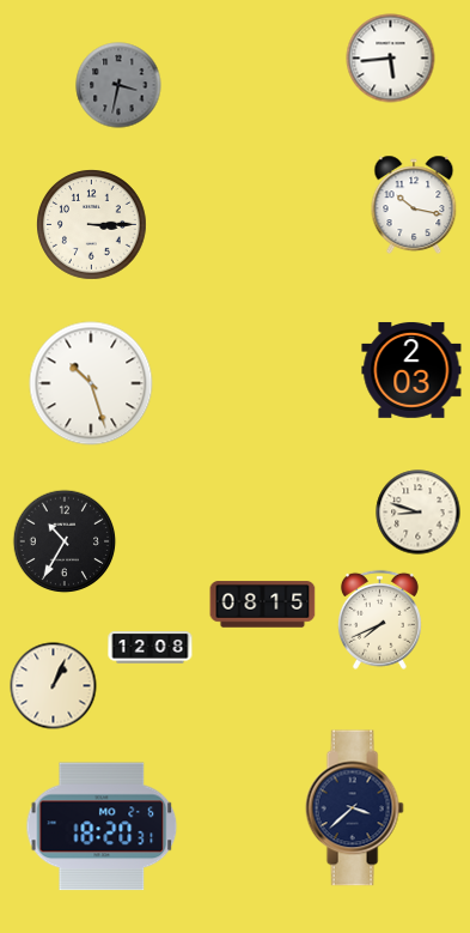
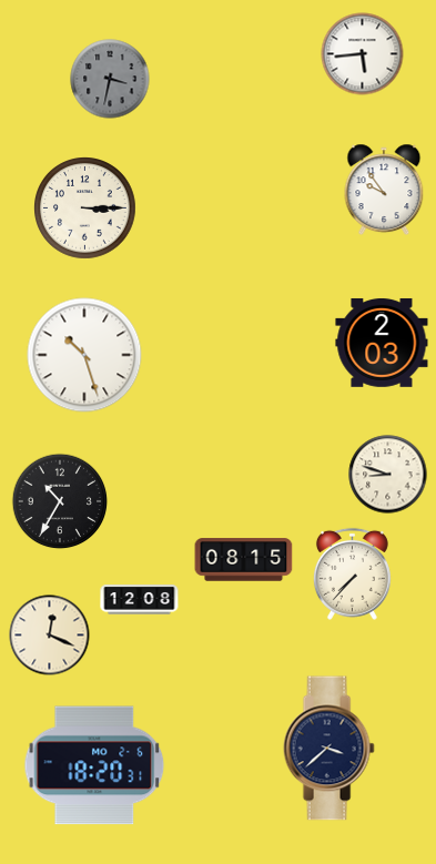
clock at (414, 205): 10:17 -> 9:54
clock at (379, 619): 7:41 -> 7:37
clock at (54, 686): 1:04 -> 12:19
